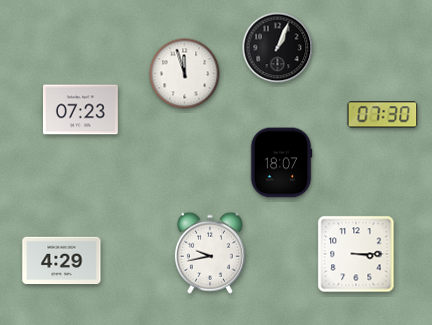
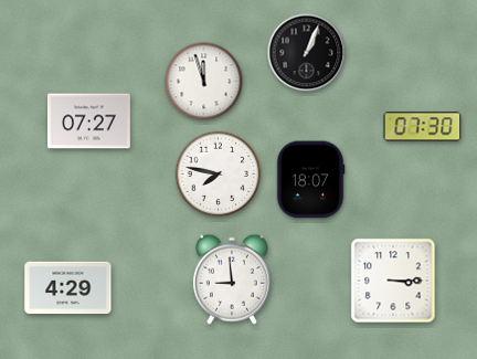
clock at (81, 110): 07:23 -> 07:27
clock at (219, 175): none -> 7:47
clock at (210, 253): 9:43 -> 8:59
